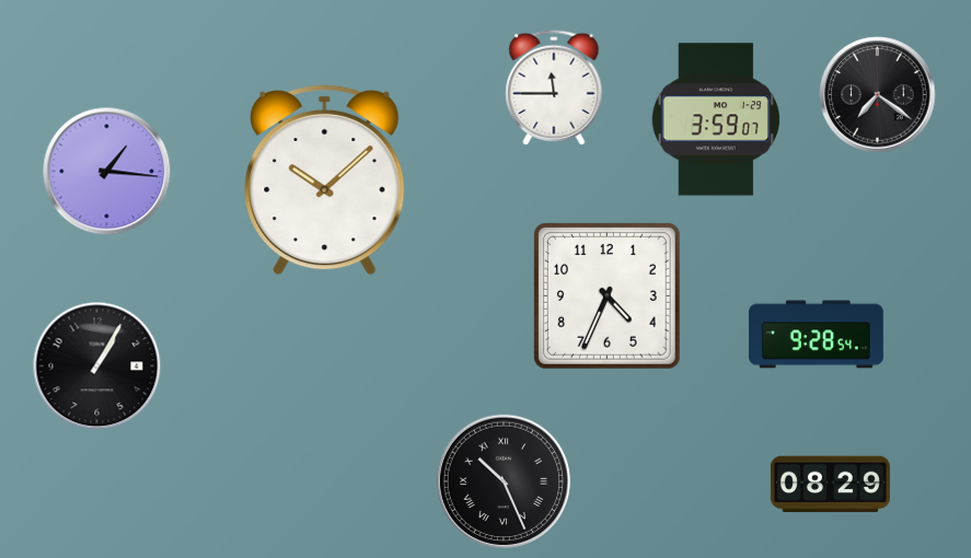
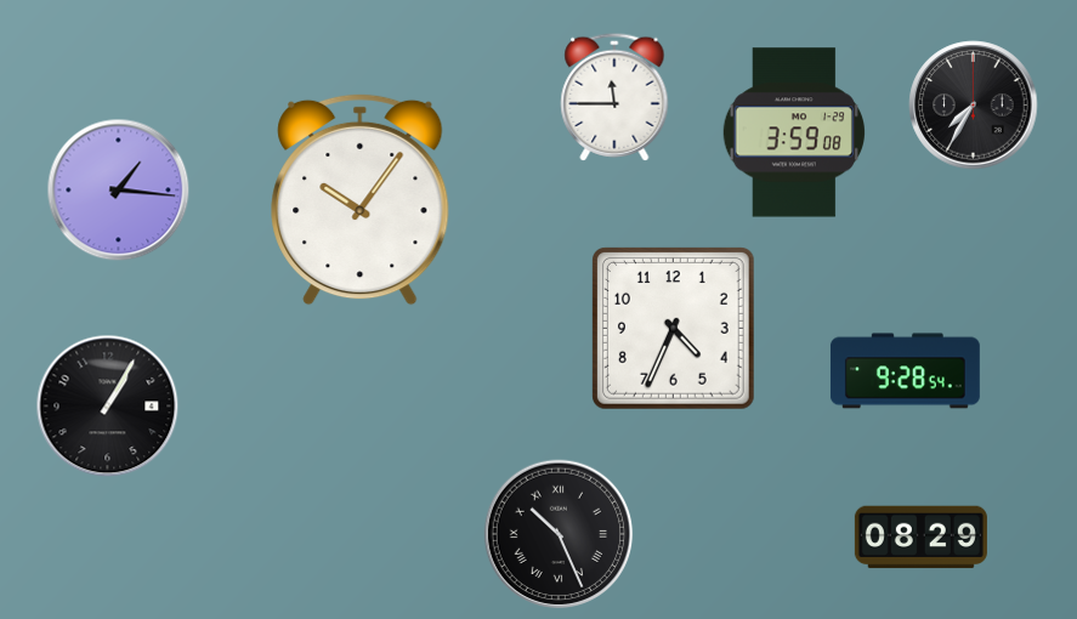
clock at (878, 95): 7:21 -> 7:35
clock at (715, 119): 3:59:07 -> 3:59:08
clock at (325, 179): 10:08 -> 10:06
